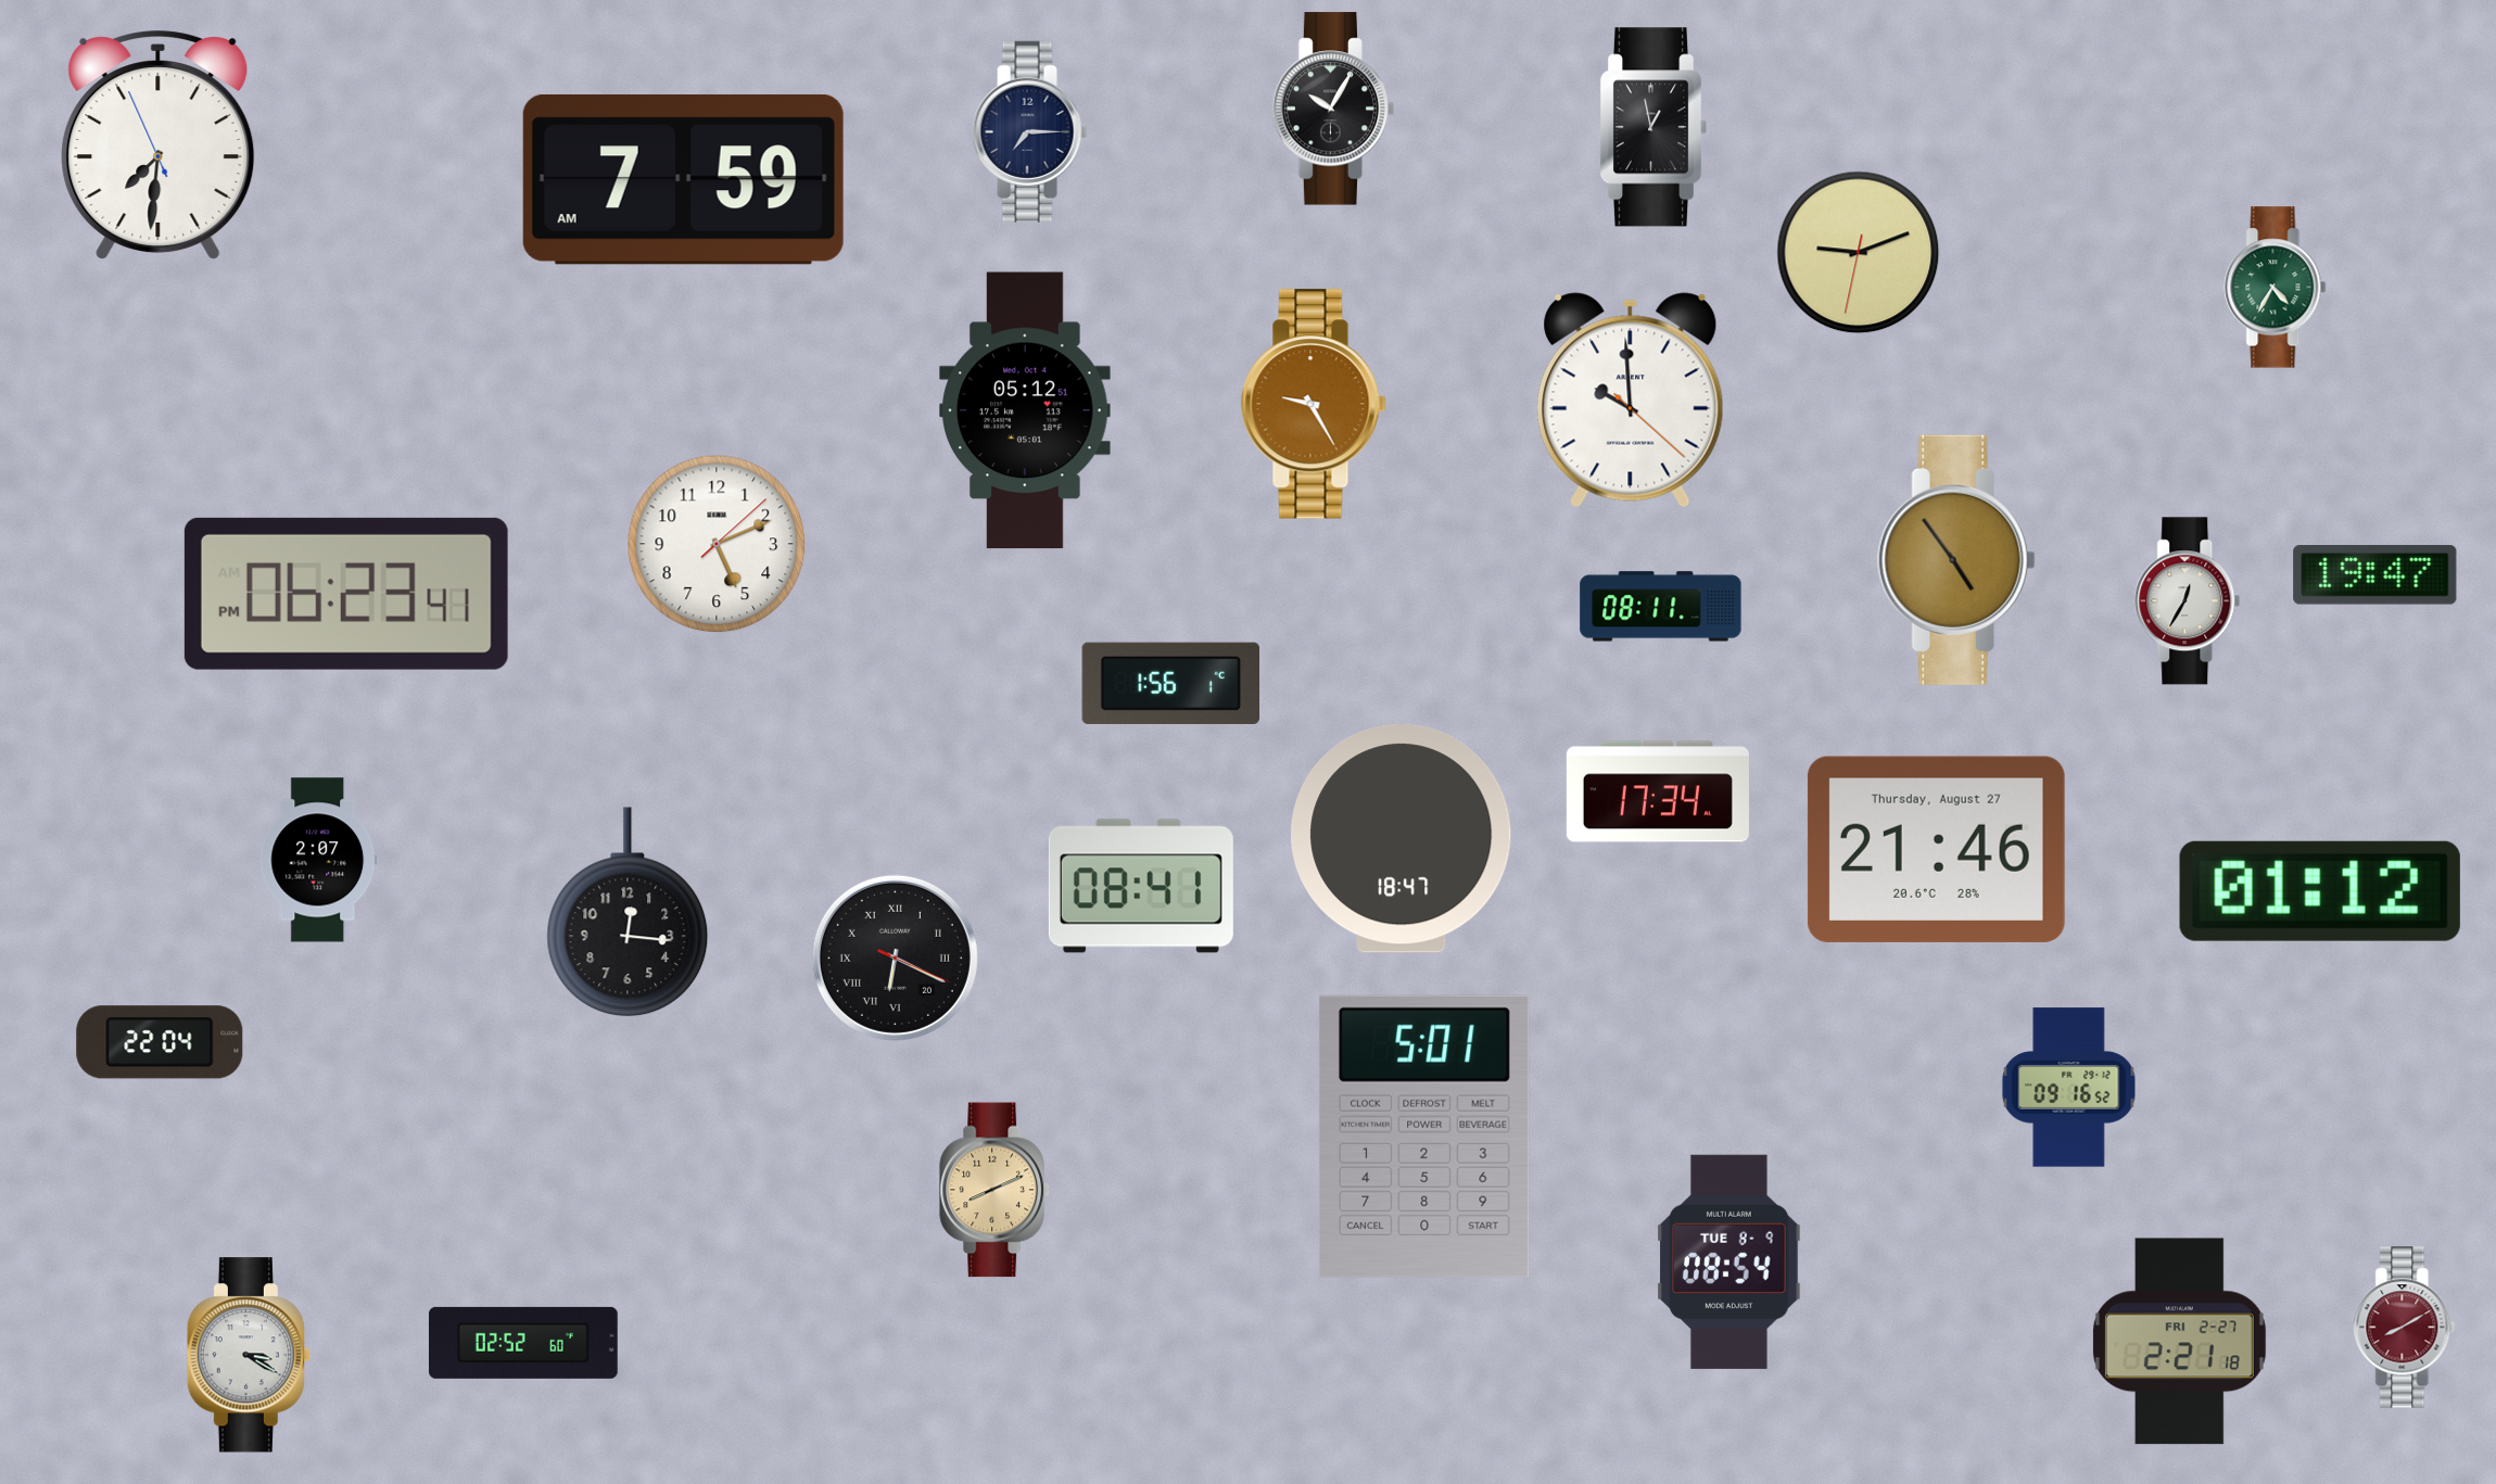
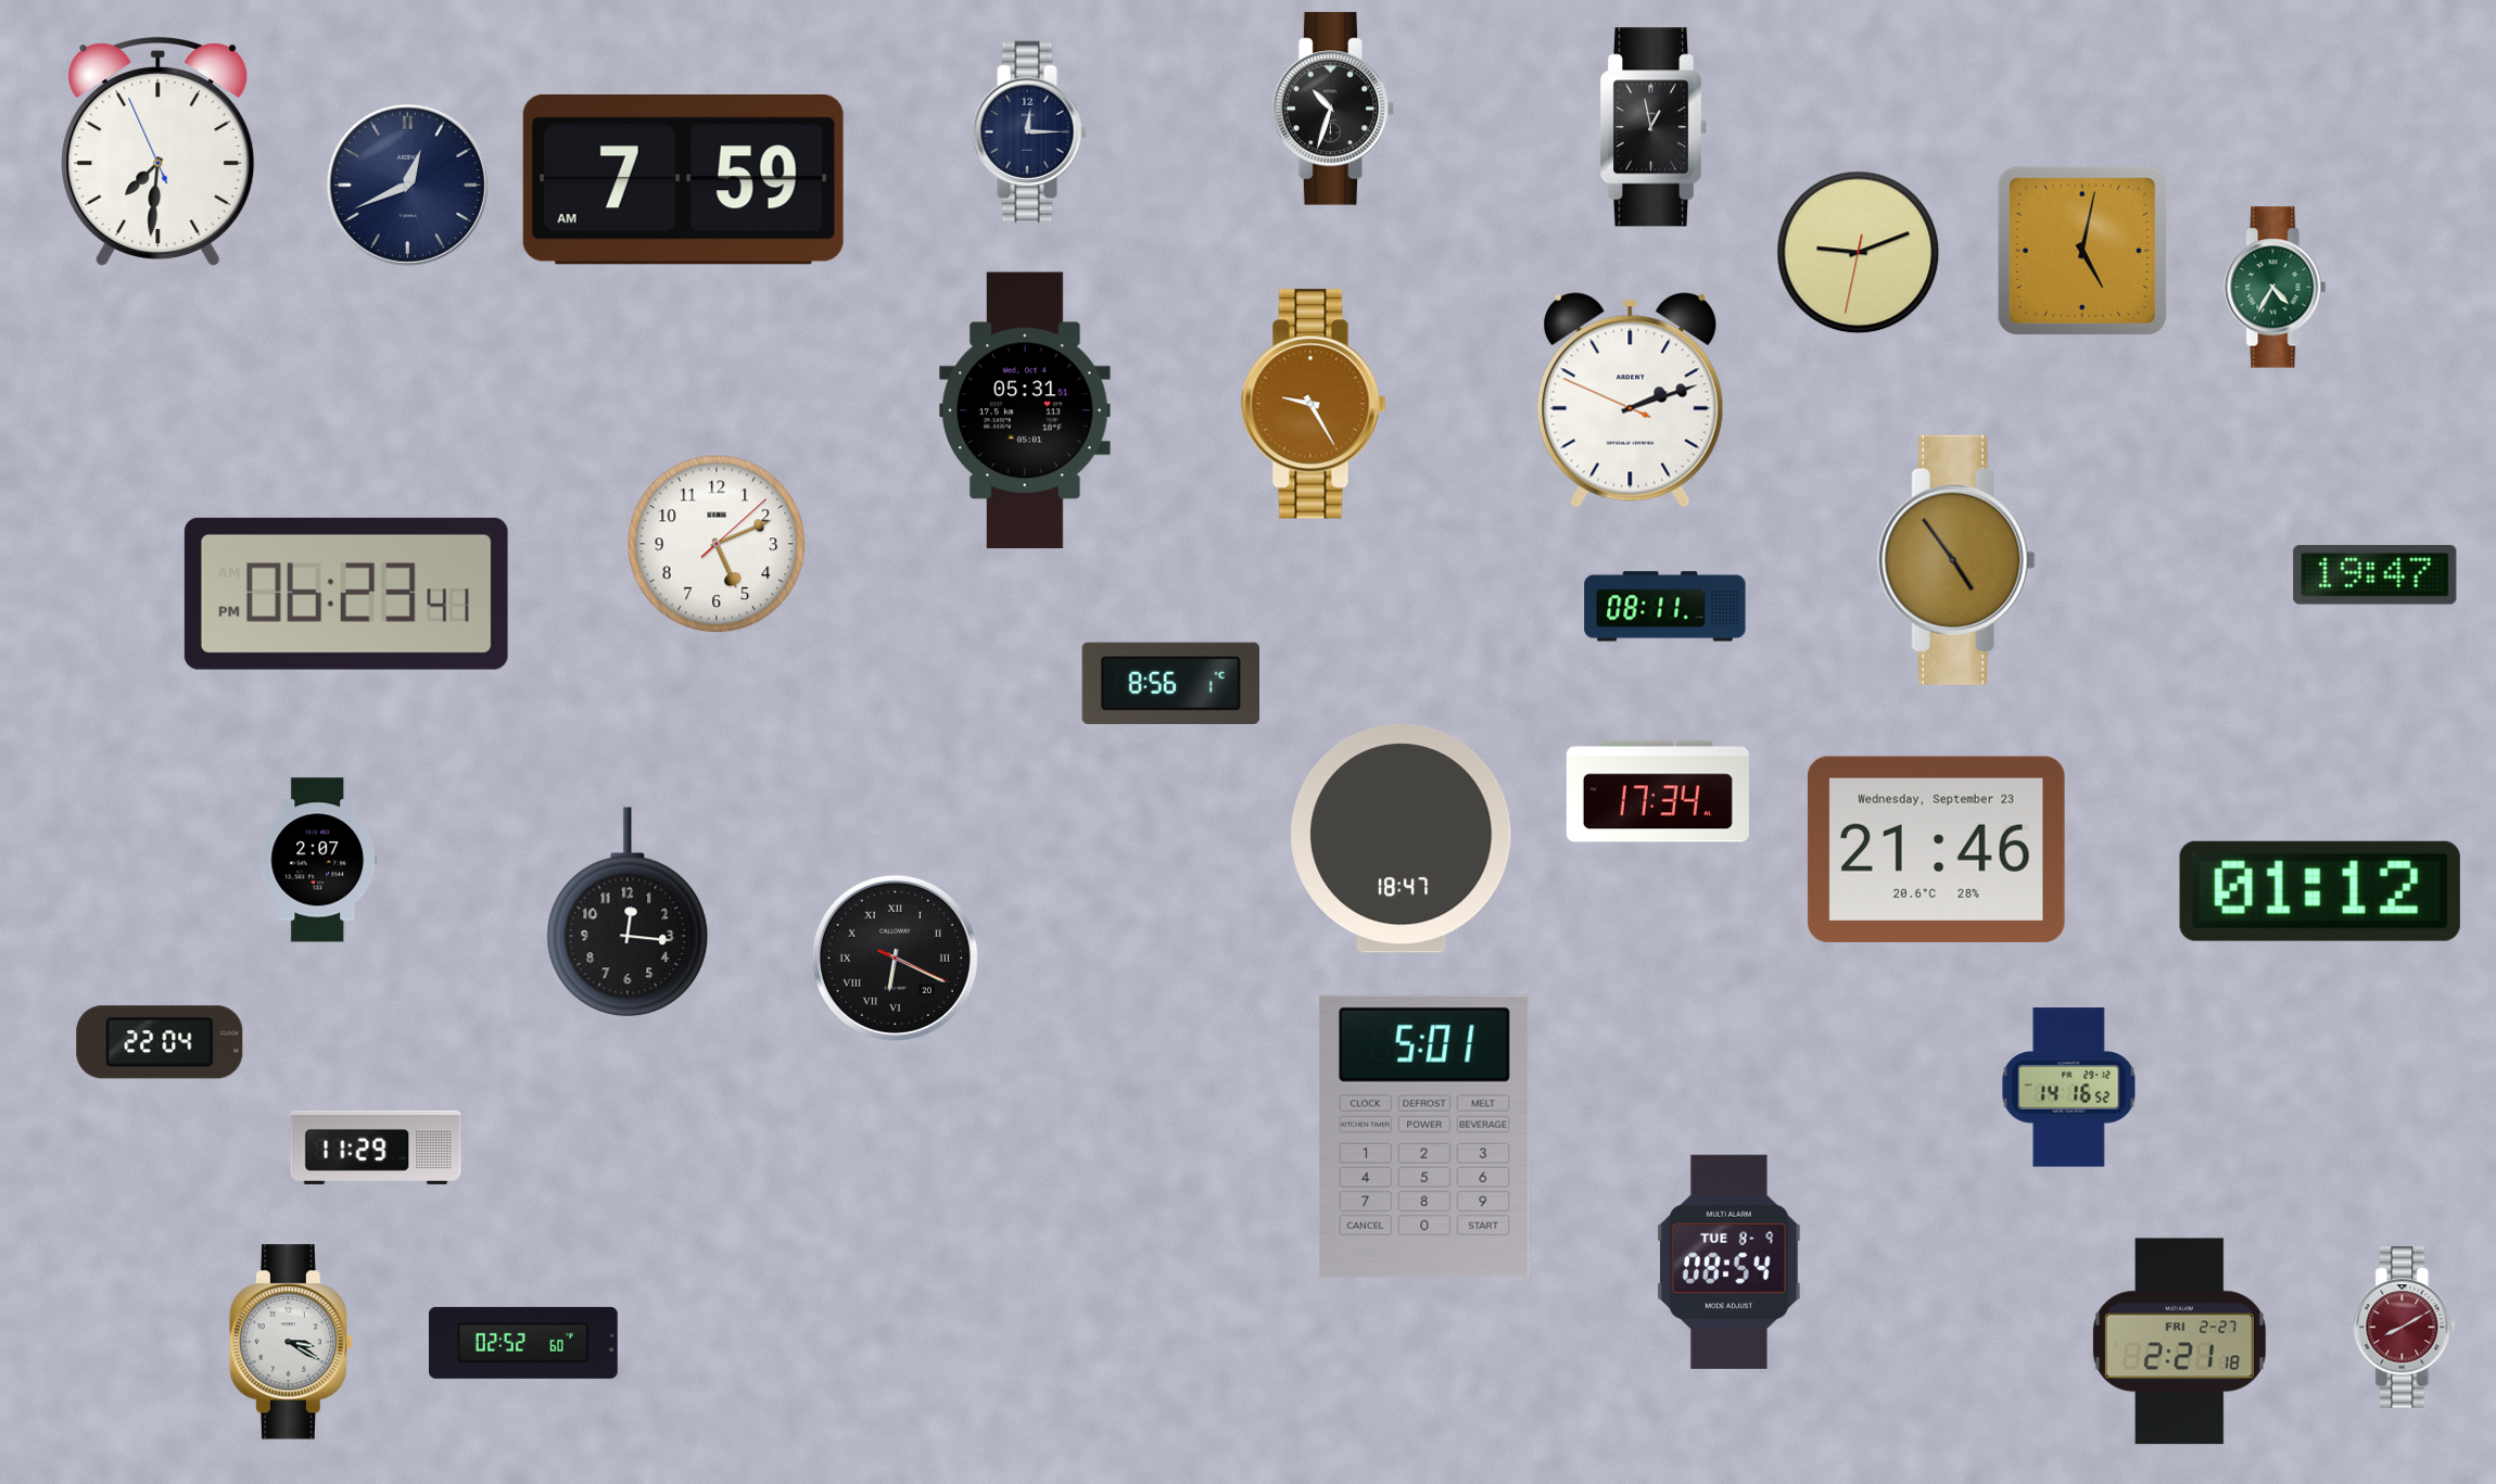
clock at (1333, 109): 10:05 -> 10:33
clock at (1030, 131): 7:15 -> 12:15
clock at (159, 145) position: (159, 145) -> (159, 152)
clock at (407, 185): none -> 12:41
clock at (2081, 250): none -> 5:02
clock at (1631, 401): 9:59 -> 2:11
clock at (1026, 410): 05:12 -> 05:31
clock at (2188, 601): 12:35 -> none
clock at (1661, 607) position: (1661, 607) -> (1665, 607)
clock at (1170, 683): 1:56 -> 8:56
clock at (1936, 849) date: Thursday, August 27 -> Wednesday, September 23
clock at (1141, 886): 08:41 -> none
clock at (2069, 1088): 09:16 -> 14:16
clock at (376, 1147): none -> 11:29
clock at (994, 1190): 8:11 -> none
clock at (248, 1355) position: (248, 1355) -> (290, 1342)
